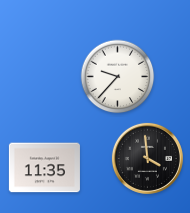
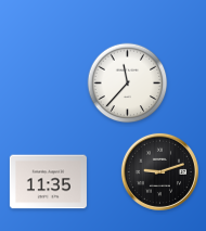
clock at (118, 77): 9:37 -> 11:37
clock at (147, 158): 3:59 -> 9:12
